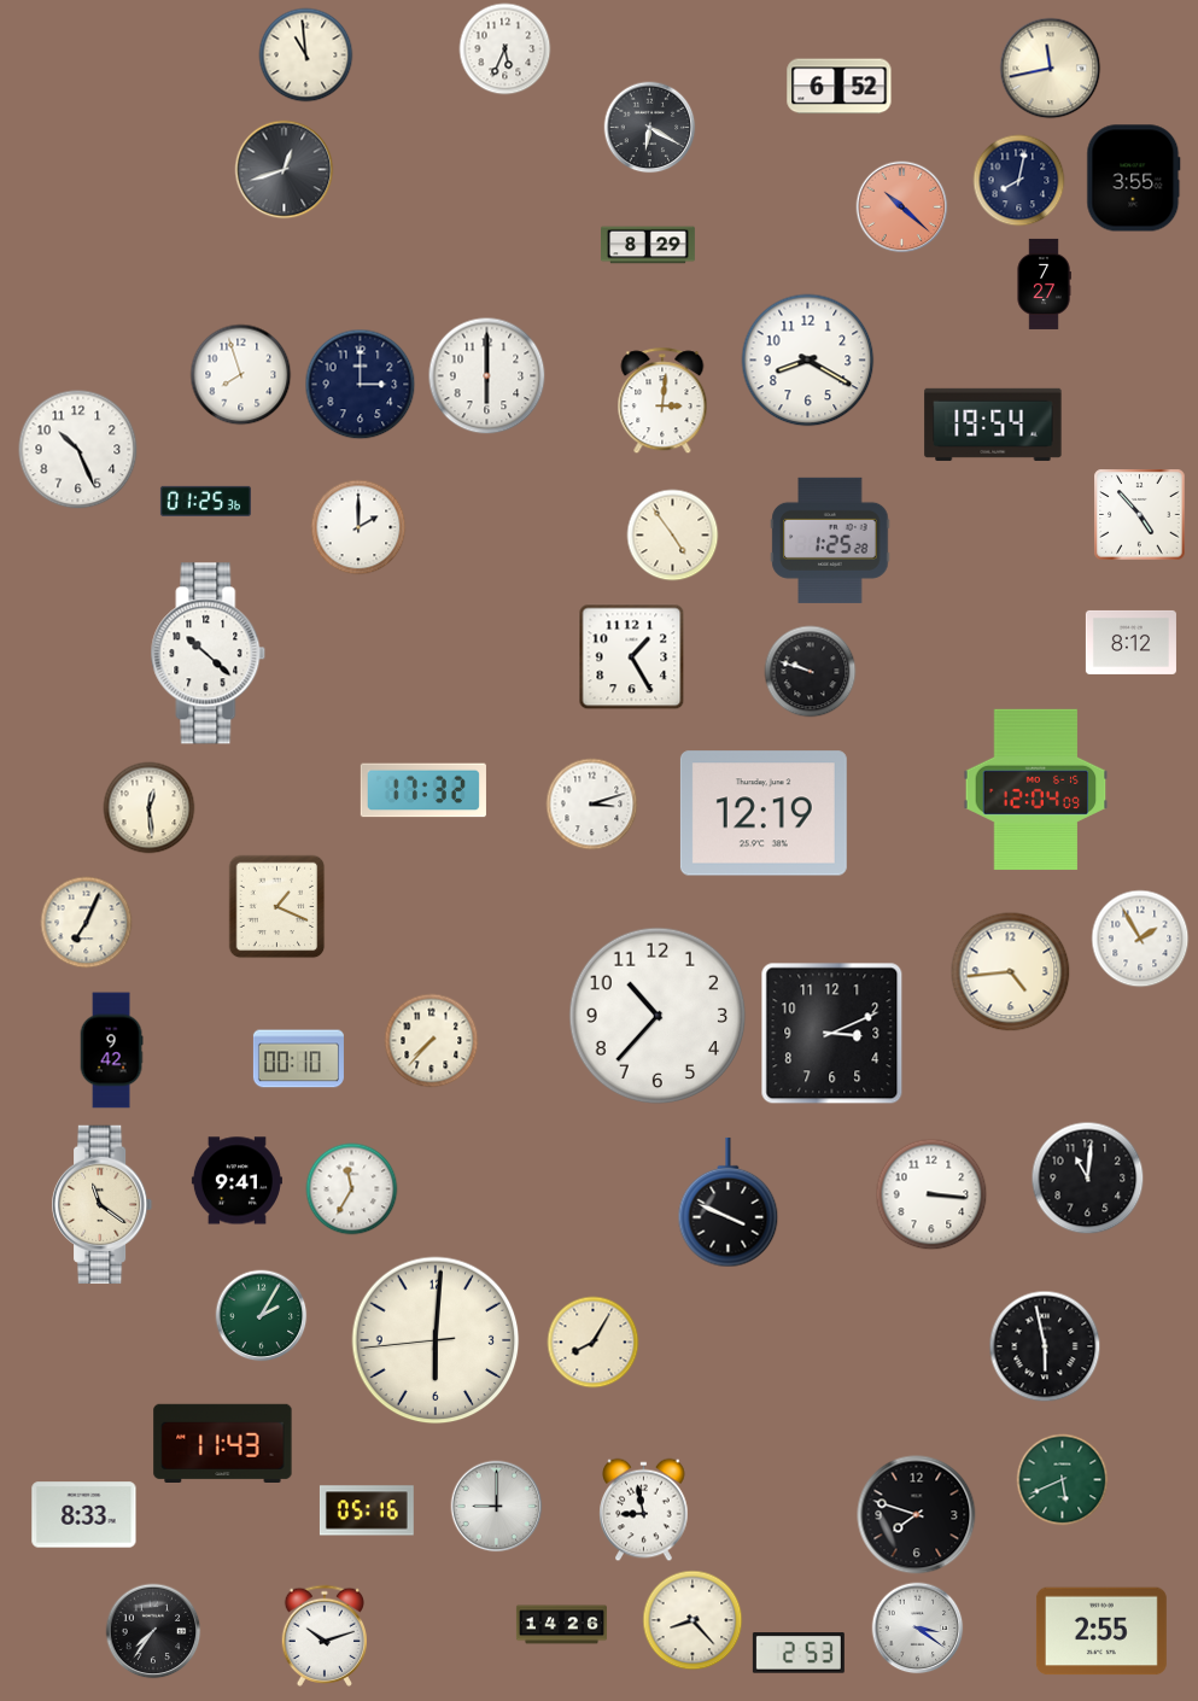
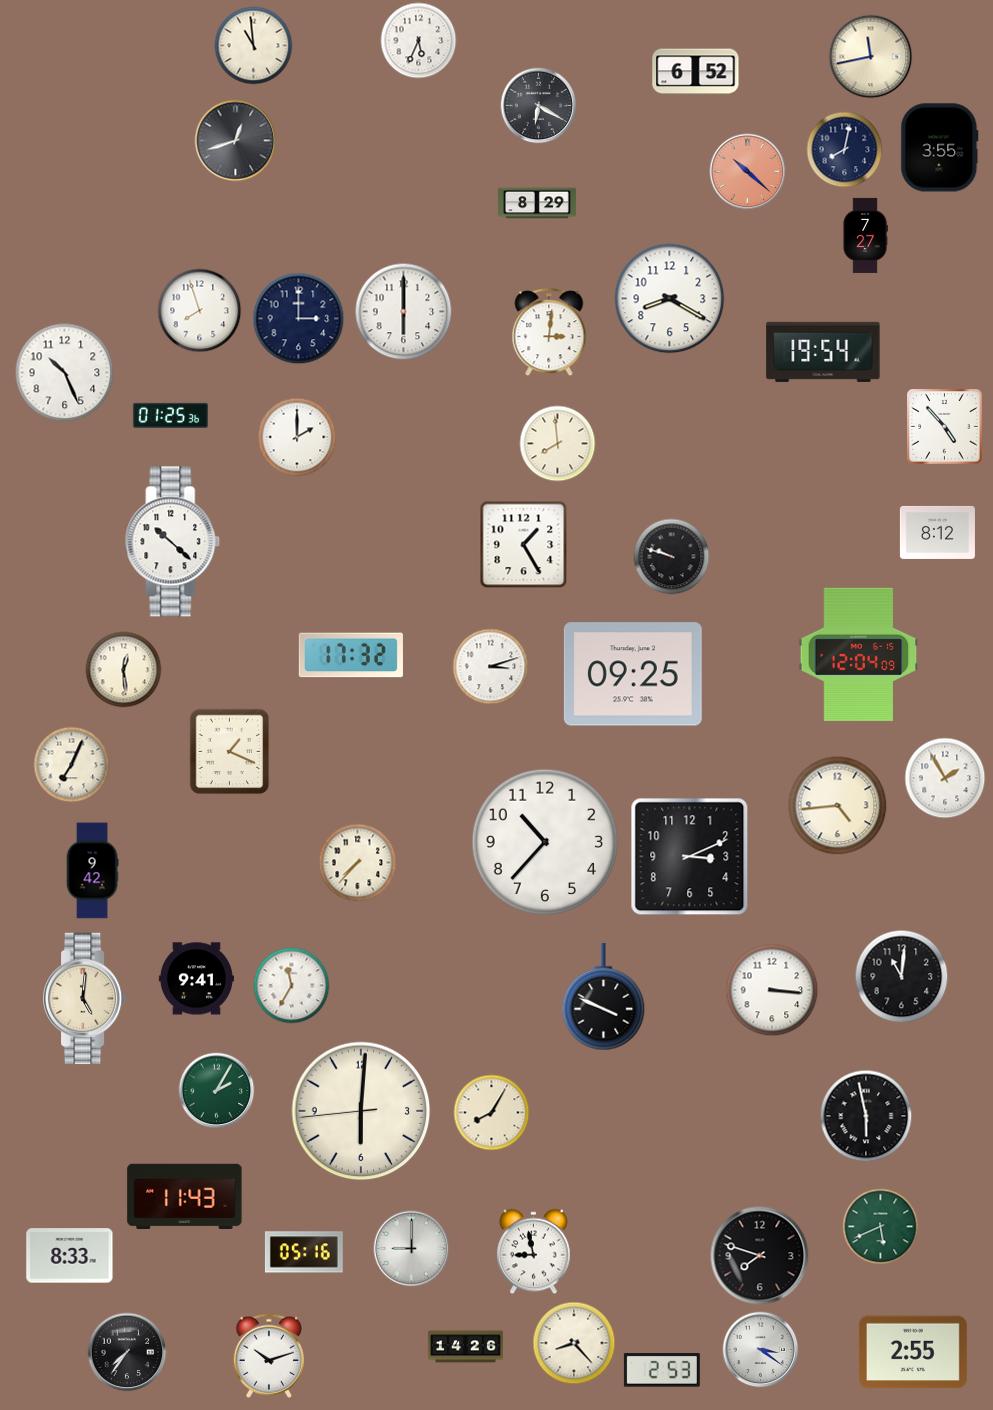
clock at (673, 536): 4:54 -> 7:59
clock at (830, 540): 1:25 -> none
clock at (764, 813): 12:19 -> 09:25
clock at (298, 1059): 00:10 -> none
clock at (103, 1205): 11:21 -> 5:01
